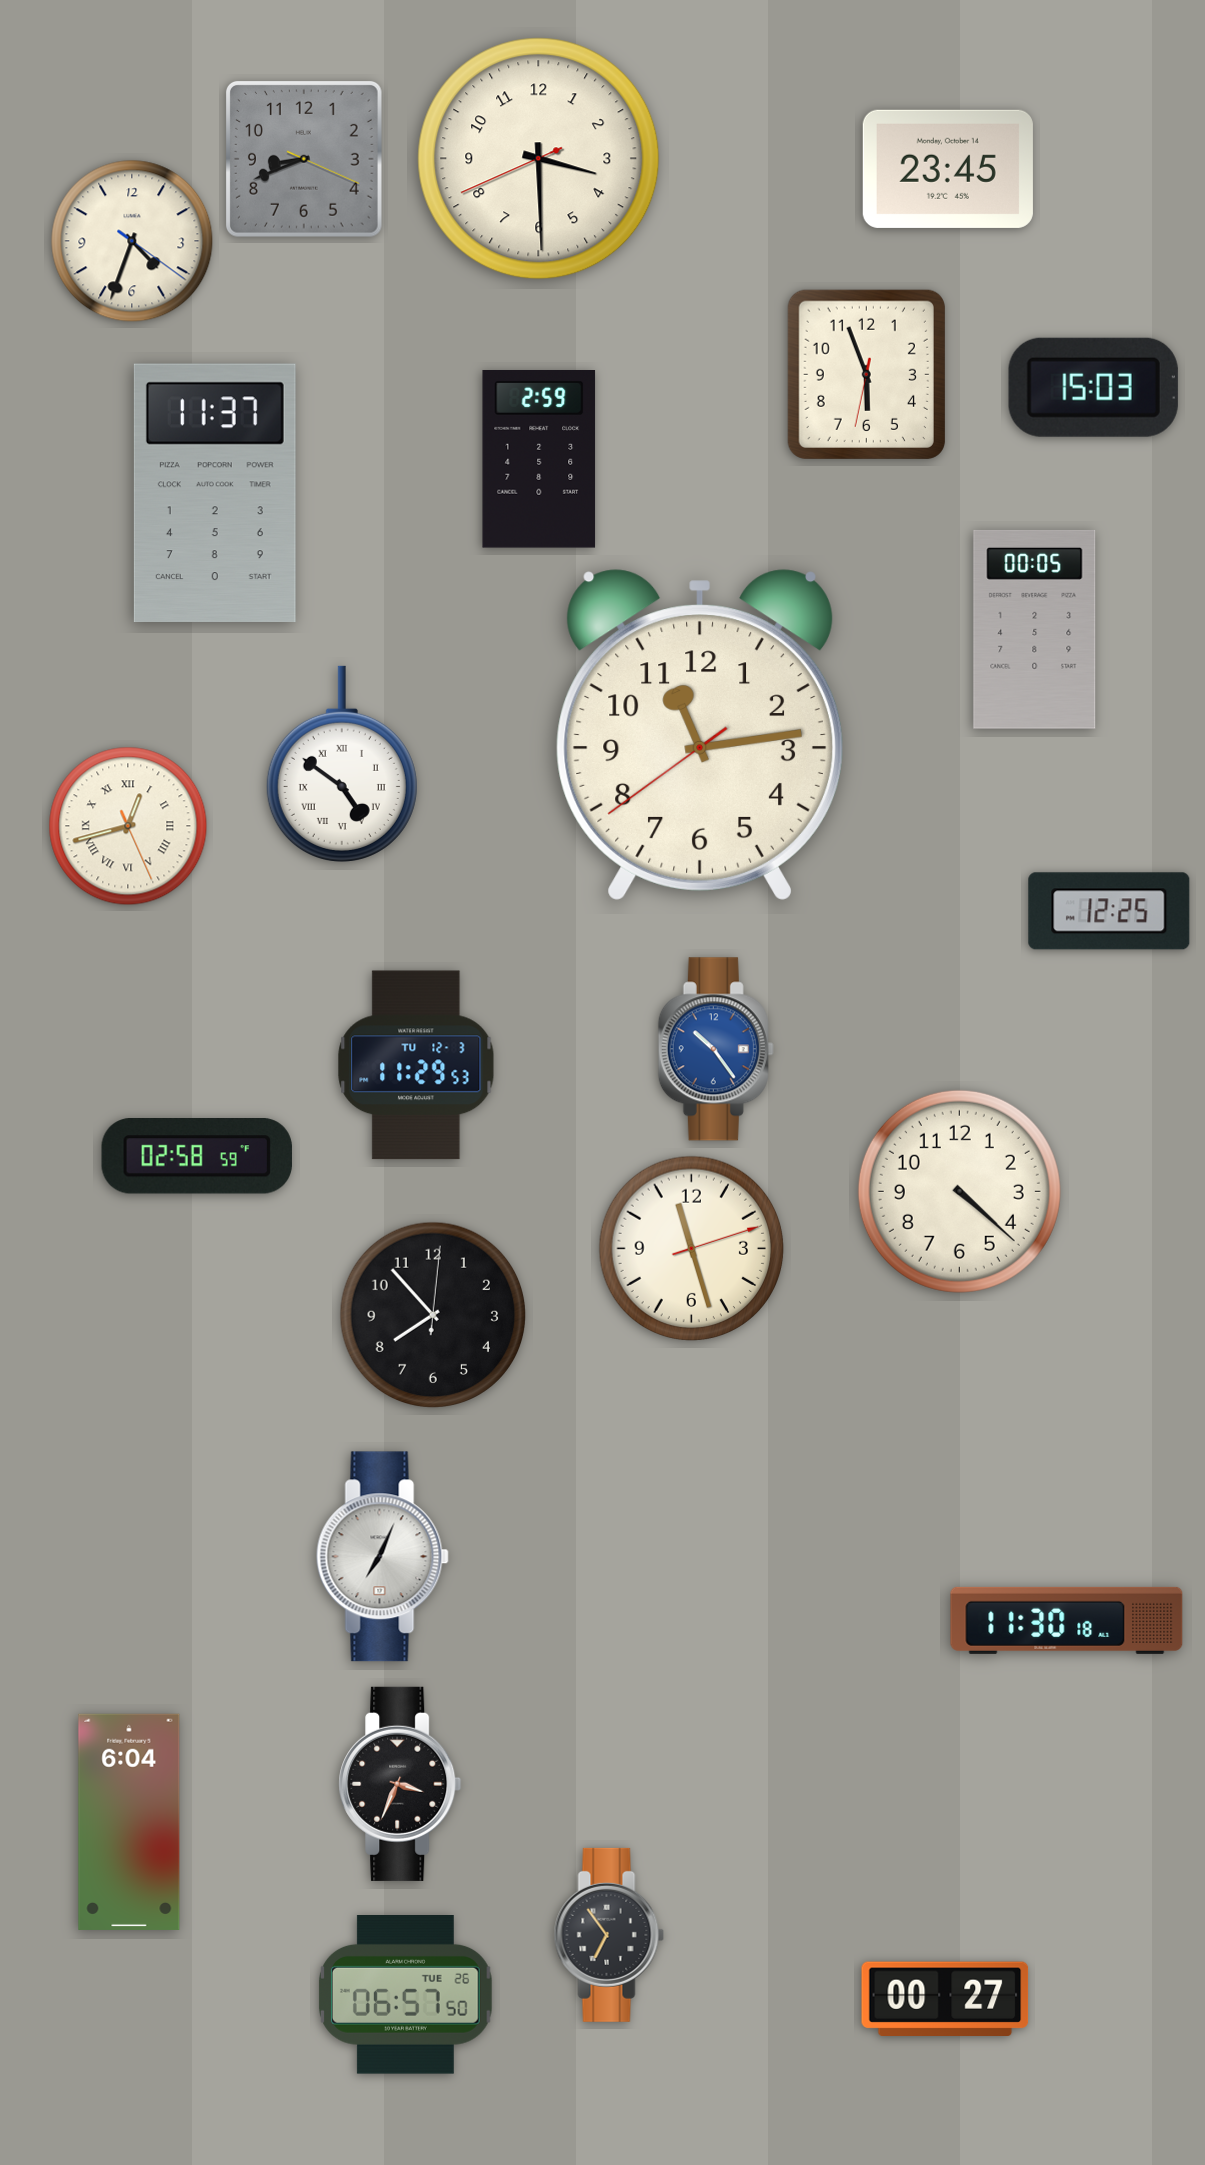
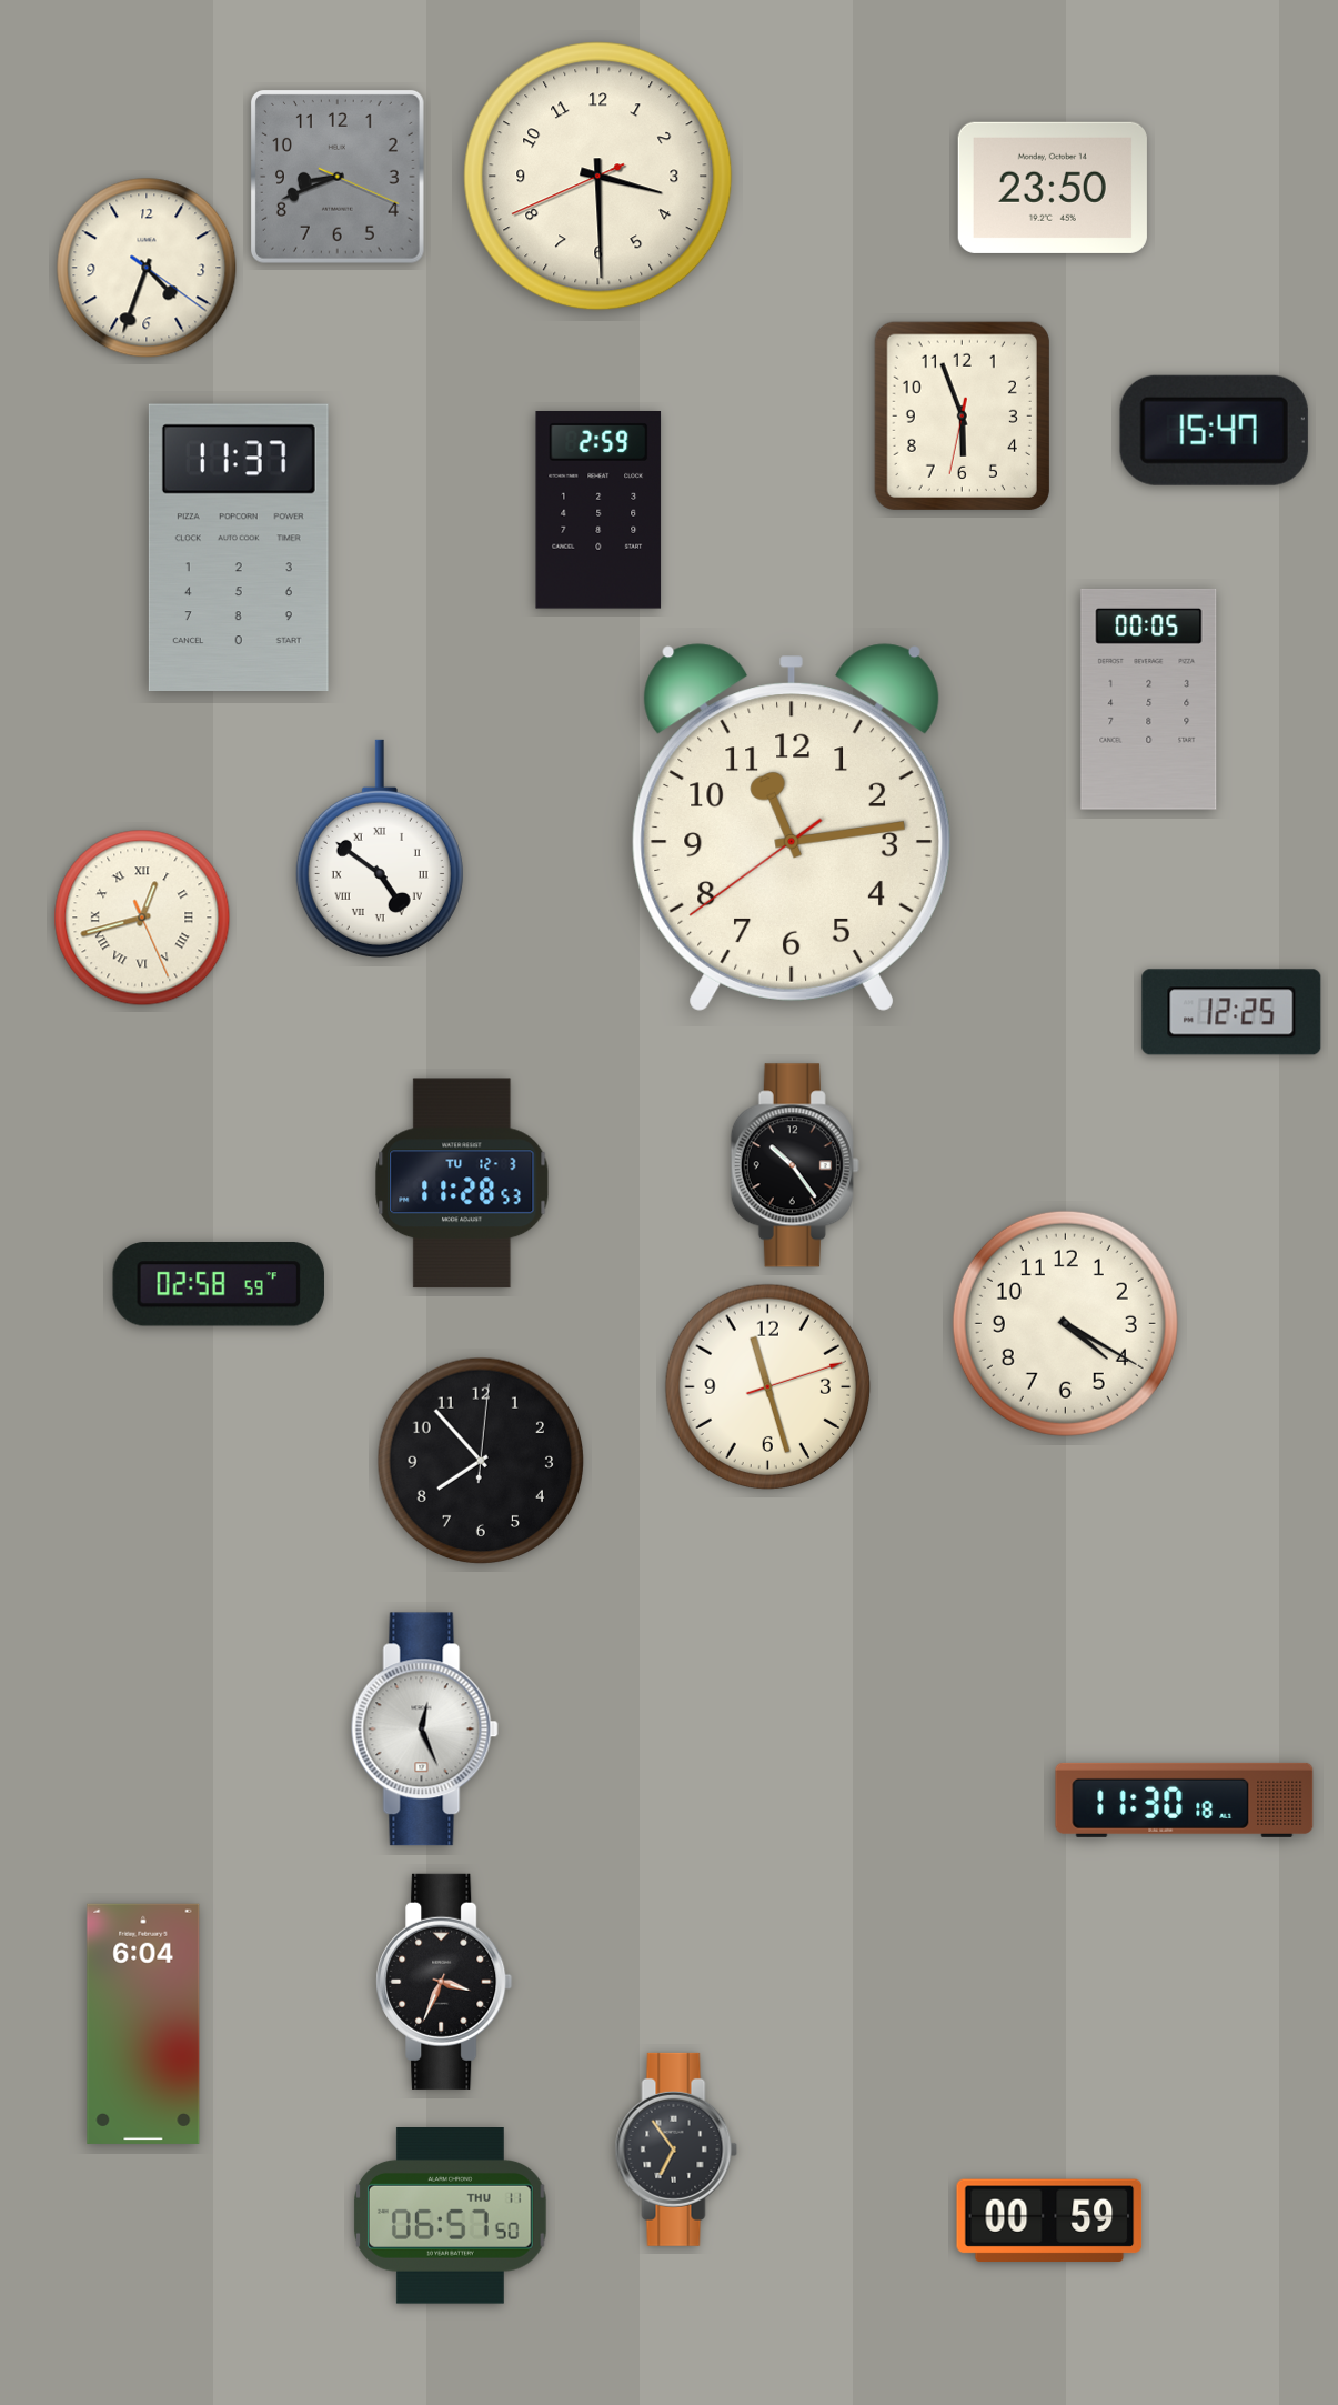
clock at (948, 169): 23:45 -> 23:50
clock at (1093, 387): 15:03 -> 15:47
clock at (700, 735) position: (700, 735) -> (792, 828)
clock at (716, 1049) dial: blue -> black
clock at (416, 1065): 11:29 -> 11:28
clock at (959, 1191): 4:22 -> 4:20
clock at (382, 1557): 7:04 -> 12:26
clock at (405, 1995) date: TUE 26 -> THU 11
clock at (945, 1998): 00:27 -> 00:59
